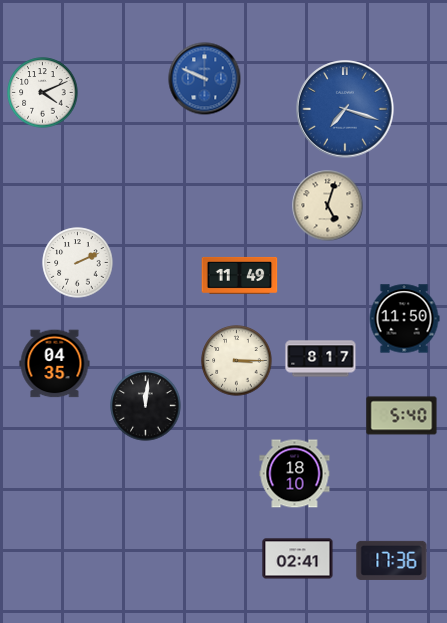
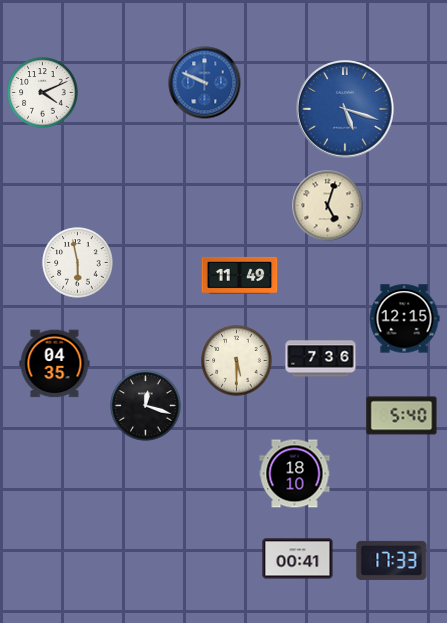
clock at (205, 79) position: (205, 79) -> (205, 83)
clock at (345, 109): 7:18 -> 5:18
clock at (78, 263): 2:11 -> 5:58
clock at (404, 319): 11:50 -> 12:15
clock at (321, 359): 8:17 -> 7:36
clock at (237, 361): 3:15 -> 5:30
clock at (146, 406): 12:01 -> 12:18
clock at (298, 559): 02:41 -> 00:41
clock at (392, 560): 17:36 -> 17:33
